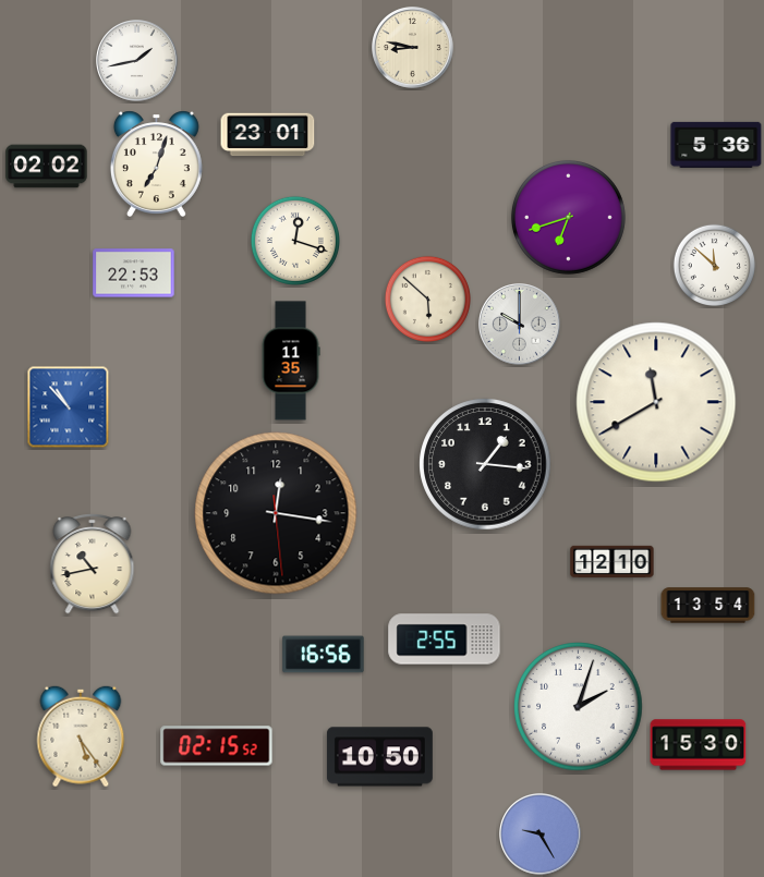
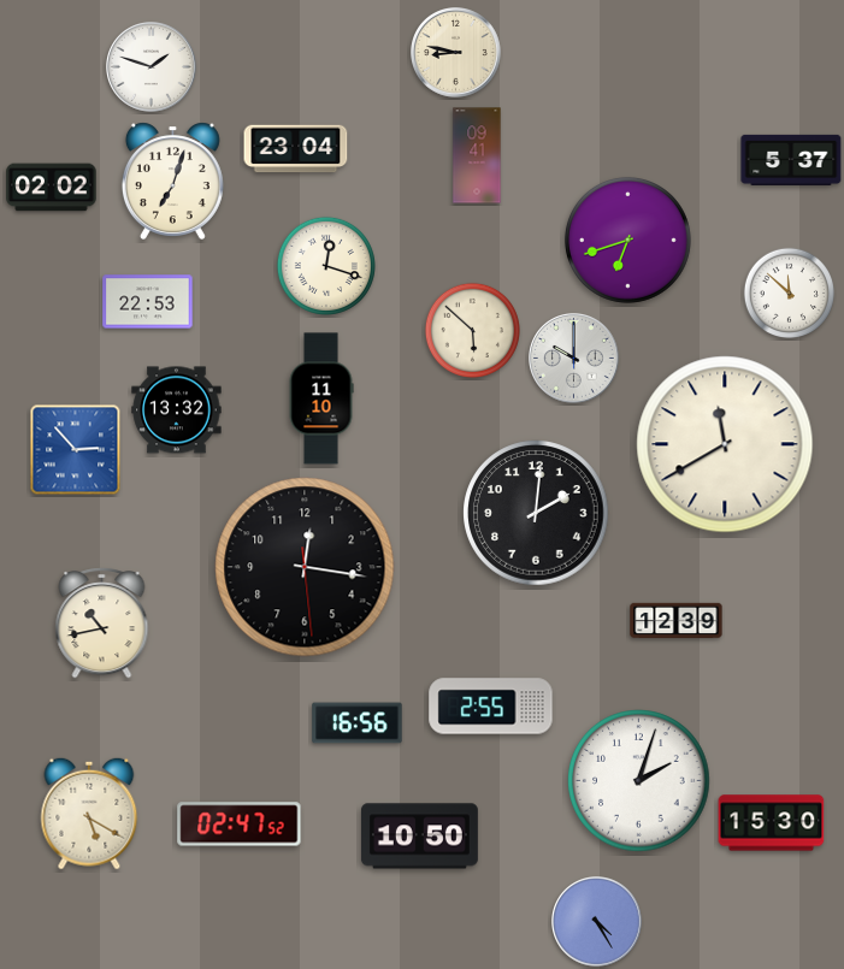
clock at (137, 61): 1:43 -> 1:48
clock at (268, 135): 23:01 -> 23:04
clock at (477, 155): none -> 09:41
clock at (716, 145): 5:36 -> 5:37
clock at (47, 167) position: (47, 167) -> (52, 188)
clock at (291, 361): 11:35 -> 11:10
clock at (177, 410): none -> 13:32
clock at (69, 407): 10:53 -> 2:53
clock at (485, 464): 1:16 -> 2:01
clock at (613, 562): 12:10 -> 12:39
clock at (708, 606): 13:54 -> none
clock at (81, 736): 5:24 -> 5:20
clock at (217, 746): 02:15 -> 02:47
clock at (541, 835): 9:25 -> 4:25
